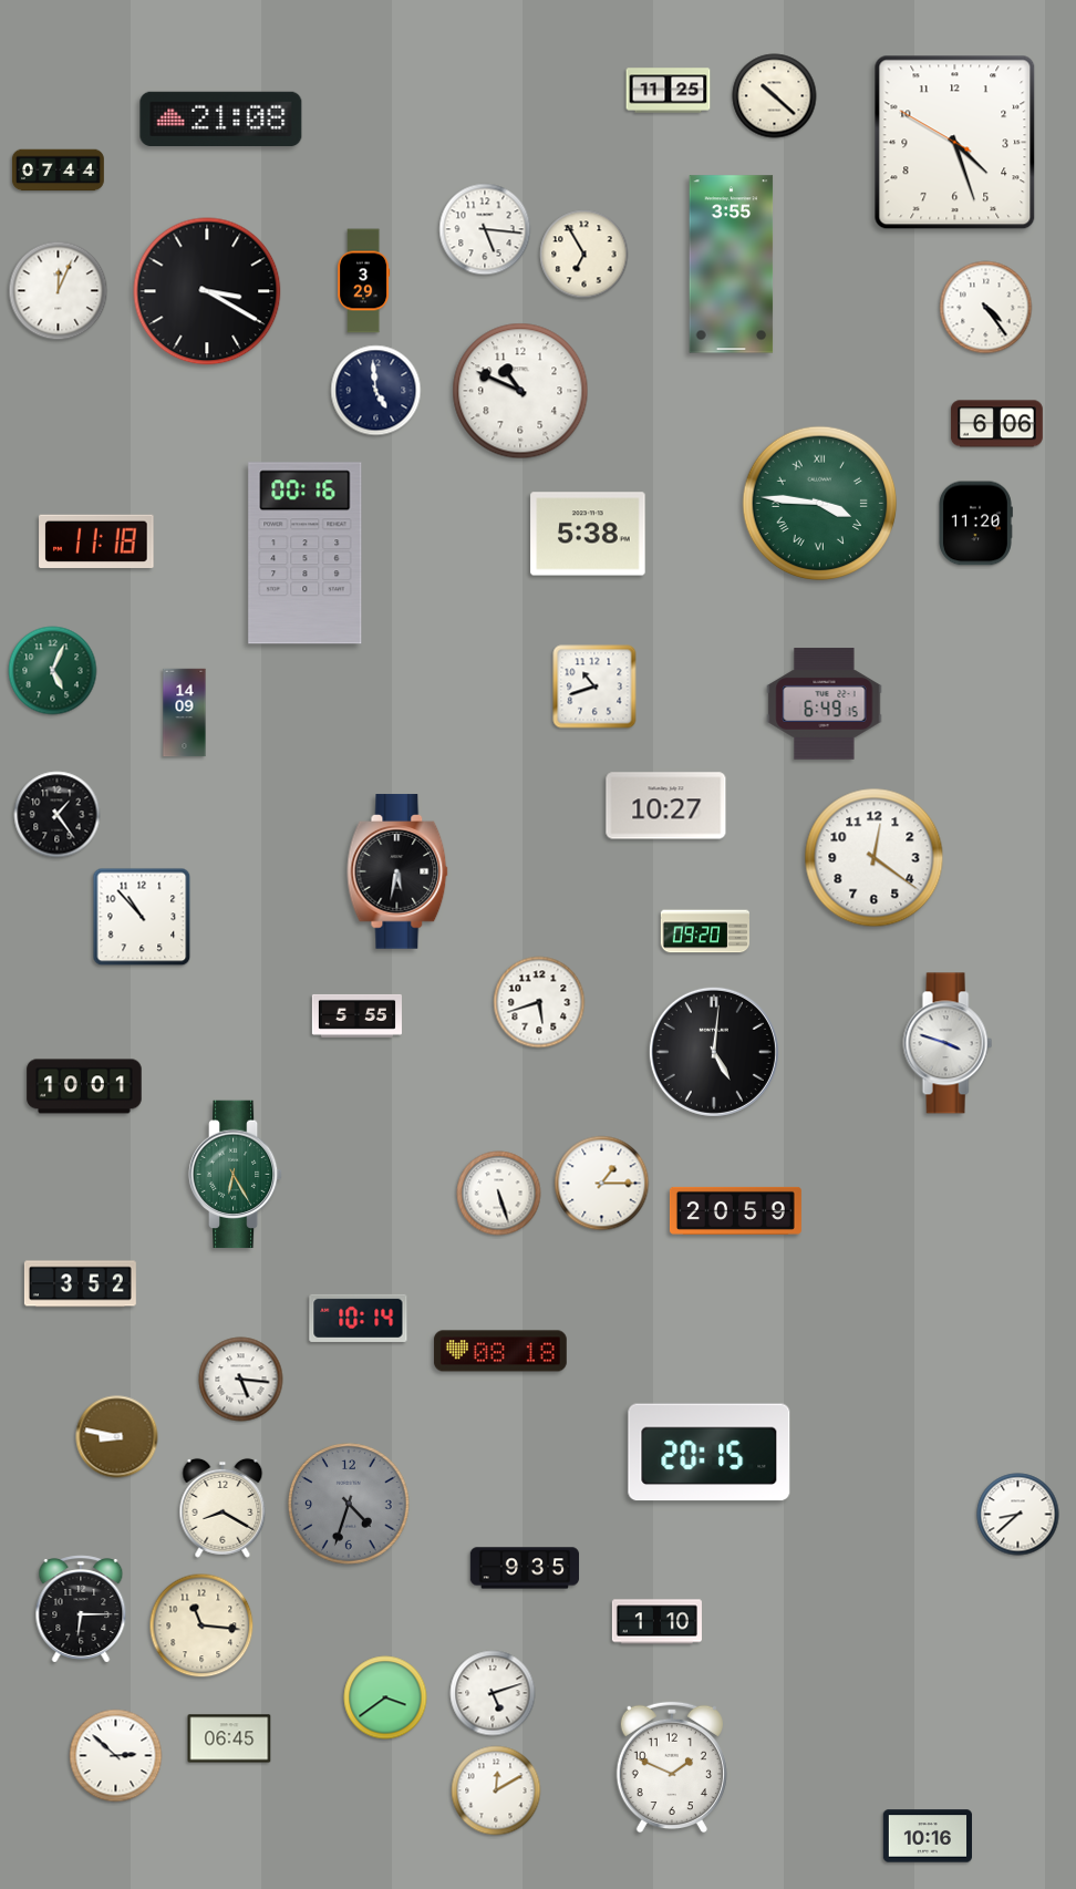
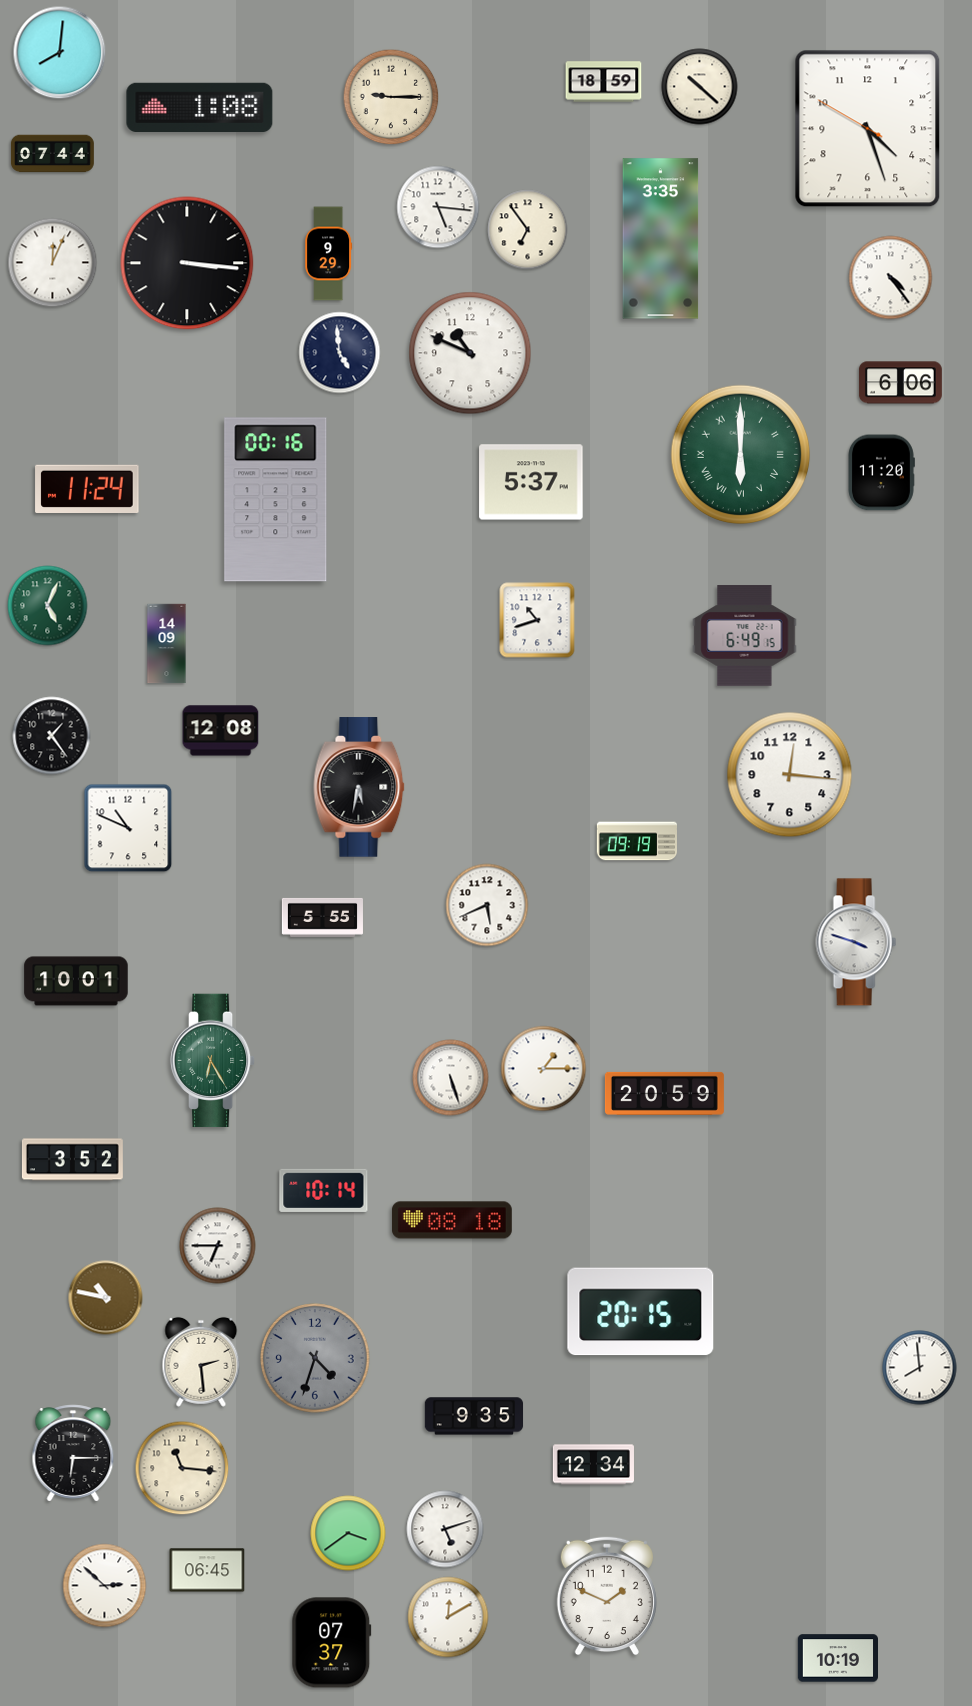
clock at (60, 53): none -> 8:01
clock at (669, 91): 11:25 -> 18:59
clock at (391, 97): none -> 9:15
clock at (221, 118): 21:08 -> 1:08
clock at (955, 143) position: (955, 143) -> (868, 129)
clock at (584, 255): 6:55 -> 6:54
clock at (732, 265): 3:55 -> 3:35
clock at (364, 281): 3:29 -> 9:29
clock at (207, 291): 3:20 -> 3:16
clock at (820, 504): 3:46 -> 6:00
clock at (588, 534): 5:38 -> 5:37
clock at (96, 540): 11:18 -> 11:24
clock at (666, 806): 10:27 -> none
clock at (221, 731): none -> 12:08
clock at (875, 858): 12:21 -> 12:16
clock at (142, 917): 10:53 -> 10:49
clock at (704, 931): 09:20 -> 09:19
clock at (539, 1002): 5:42 -> 5:41
clock at (714, 1052): 5:01 -> none
clock at (241, 1380): 5:16 -> 6:45
clock at (117, 1437): 8:47 -> 10:47
clock at (223, 1508): 8:20 -> 2:29
clock at (1018, 1515): 8:38 -> 7:59
clock at (656, 1622): 1:10 -> 12:34
clock at (332, 1643): none -> 07:37
clock at (927, 1836): 10:16 -> 10:19
